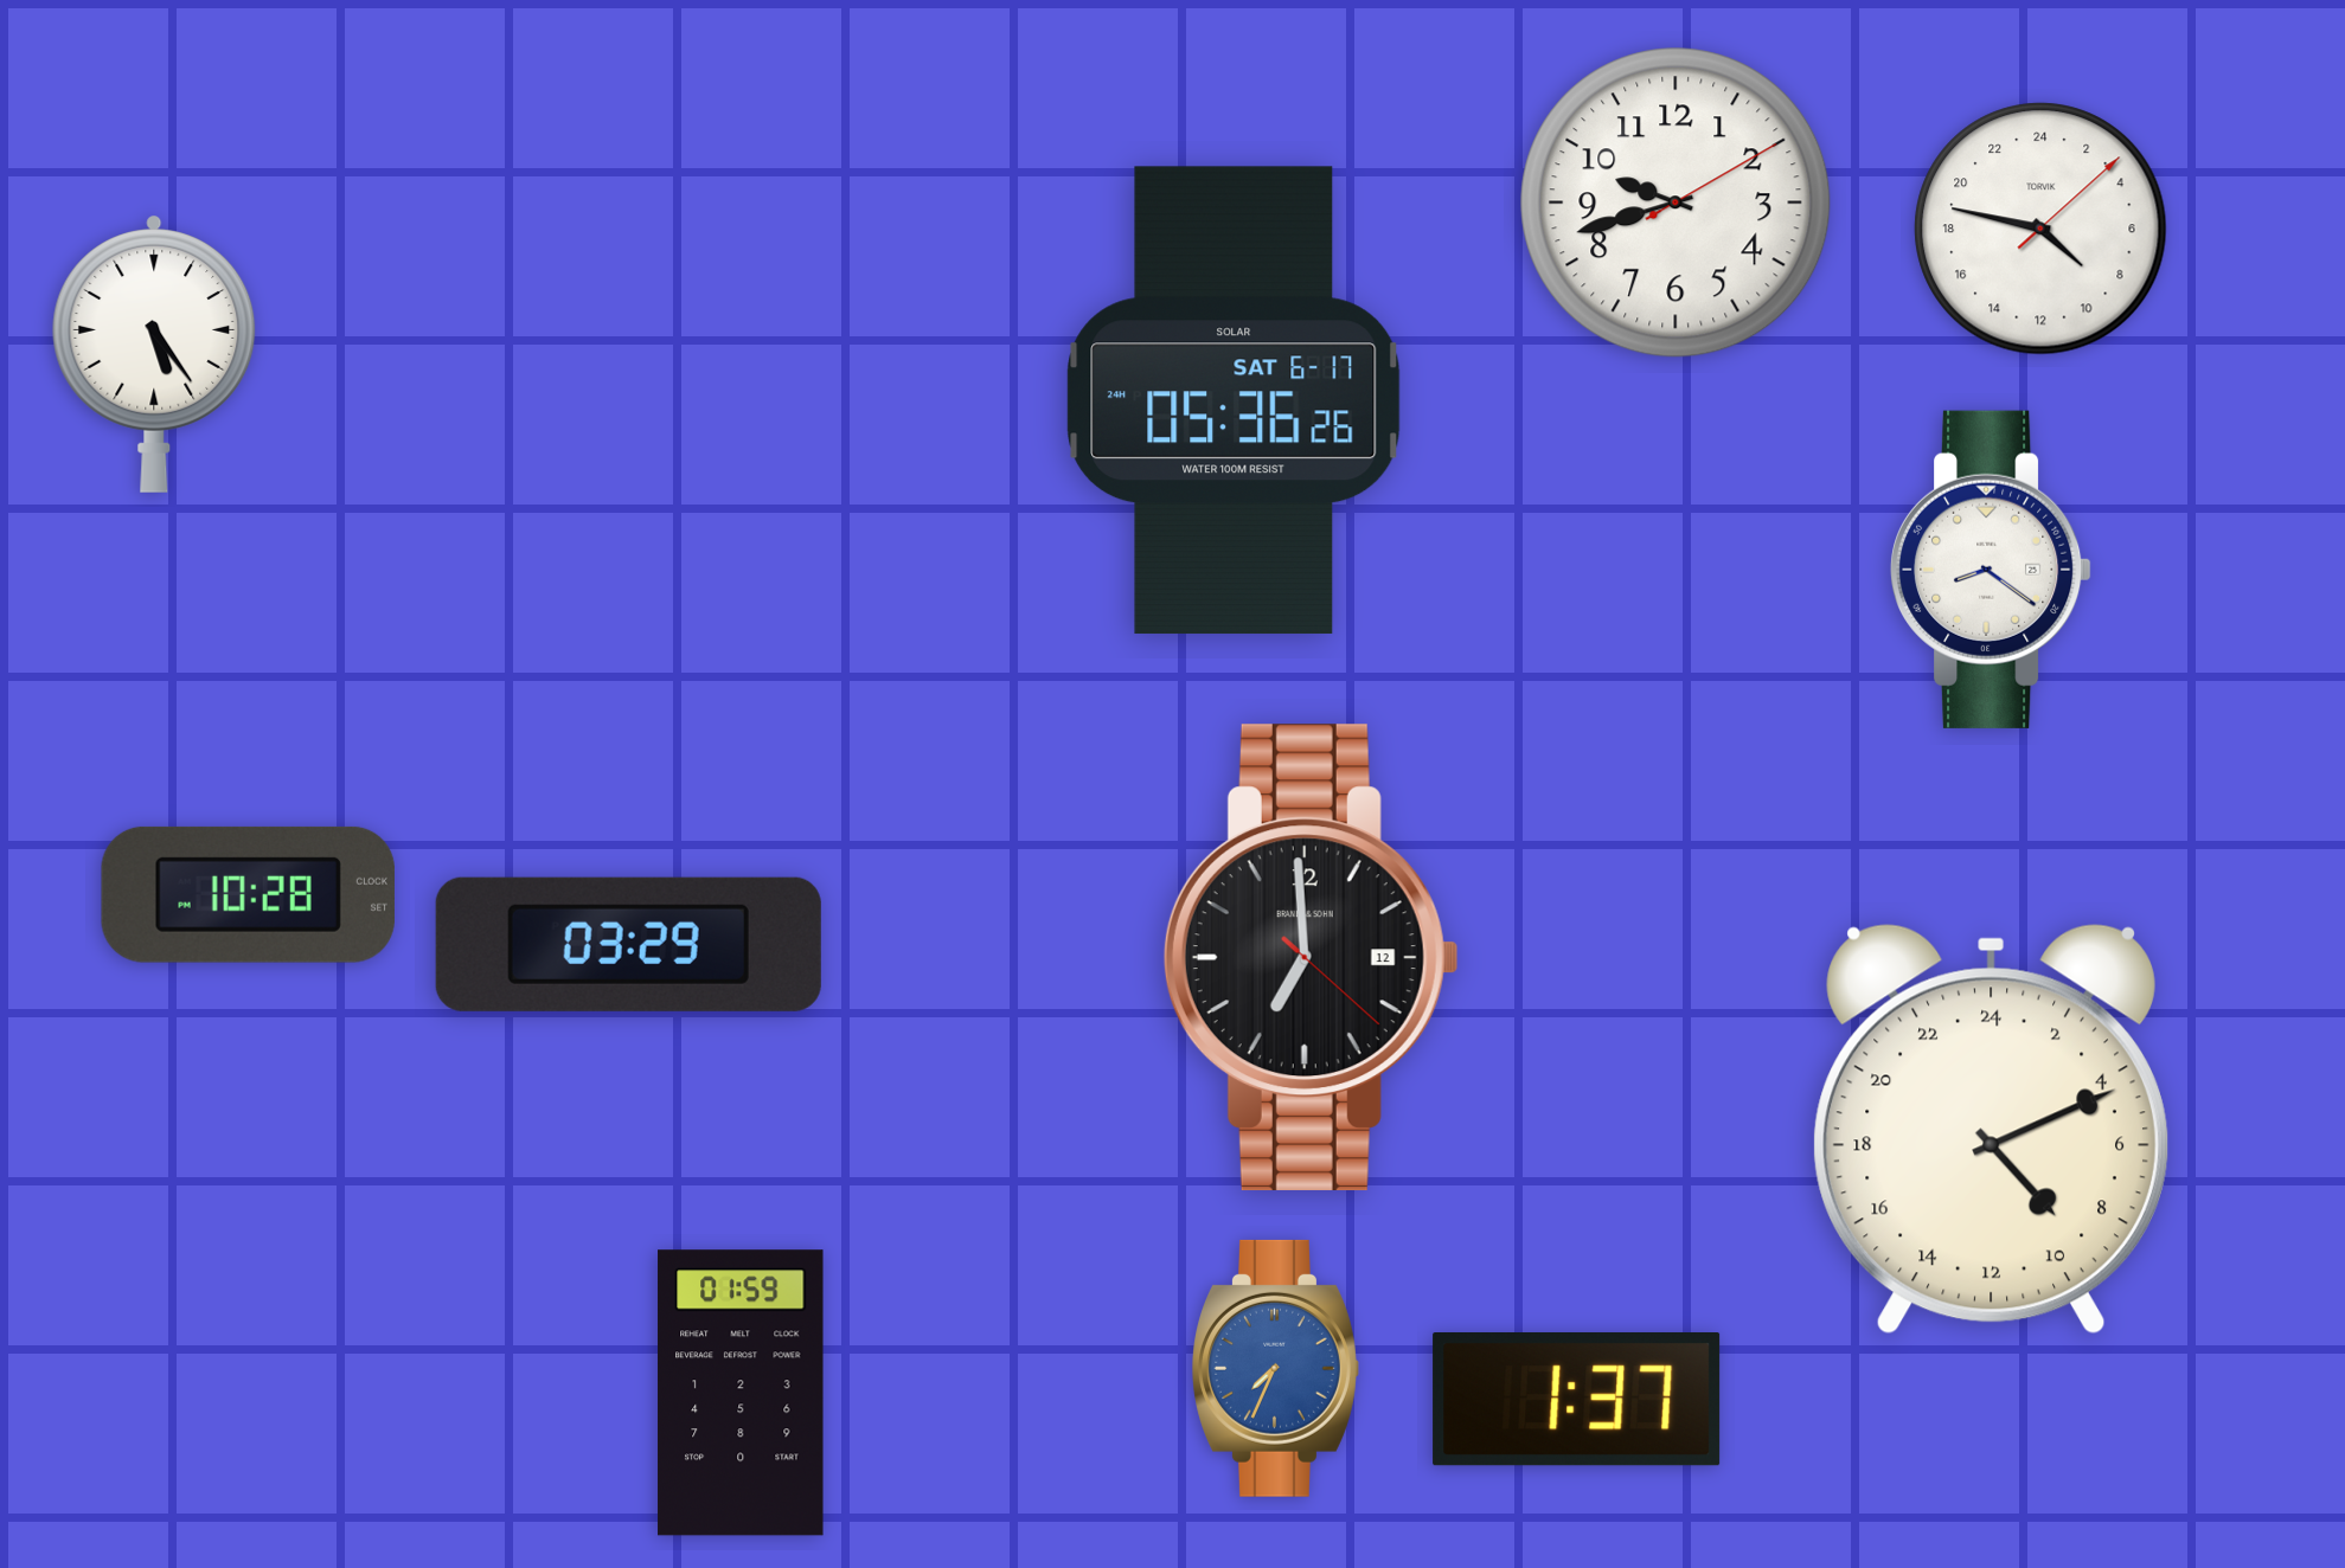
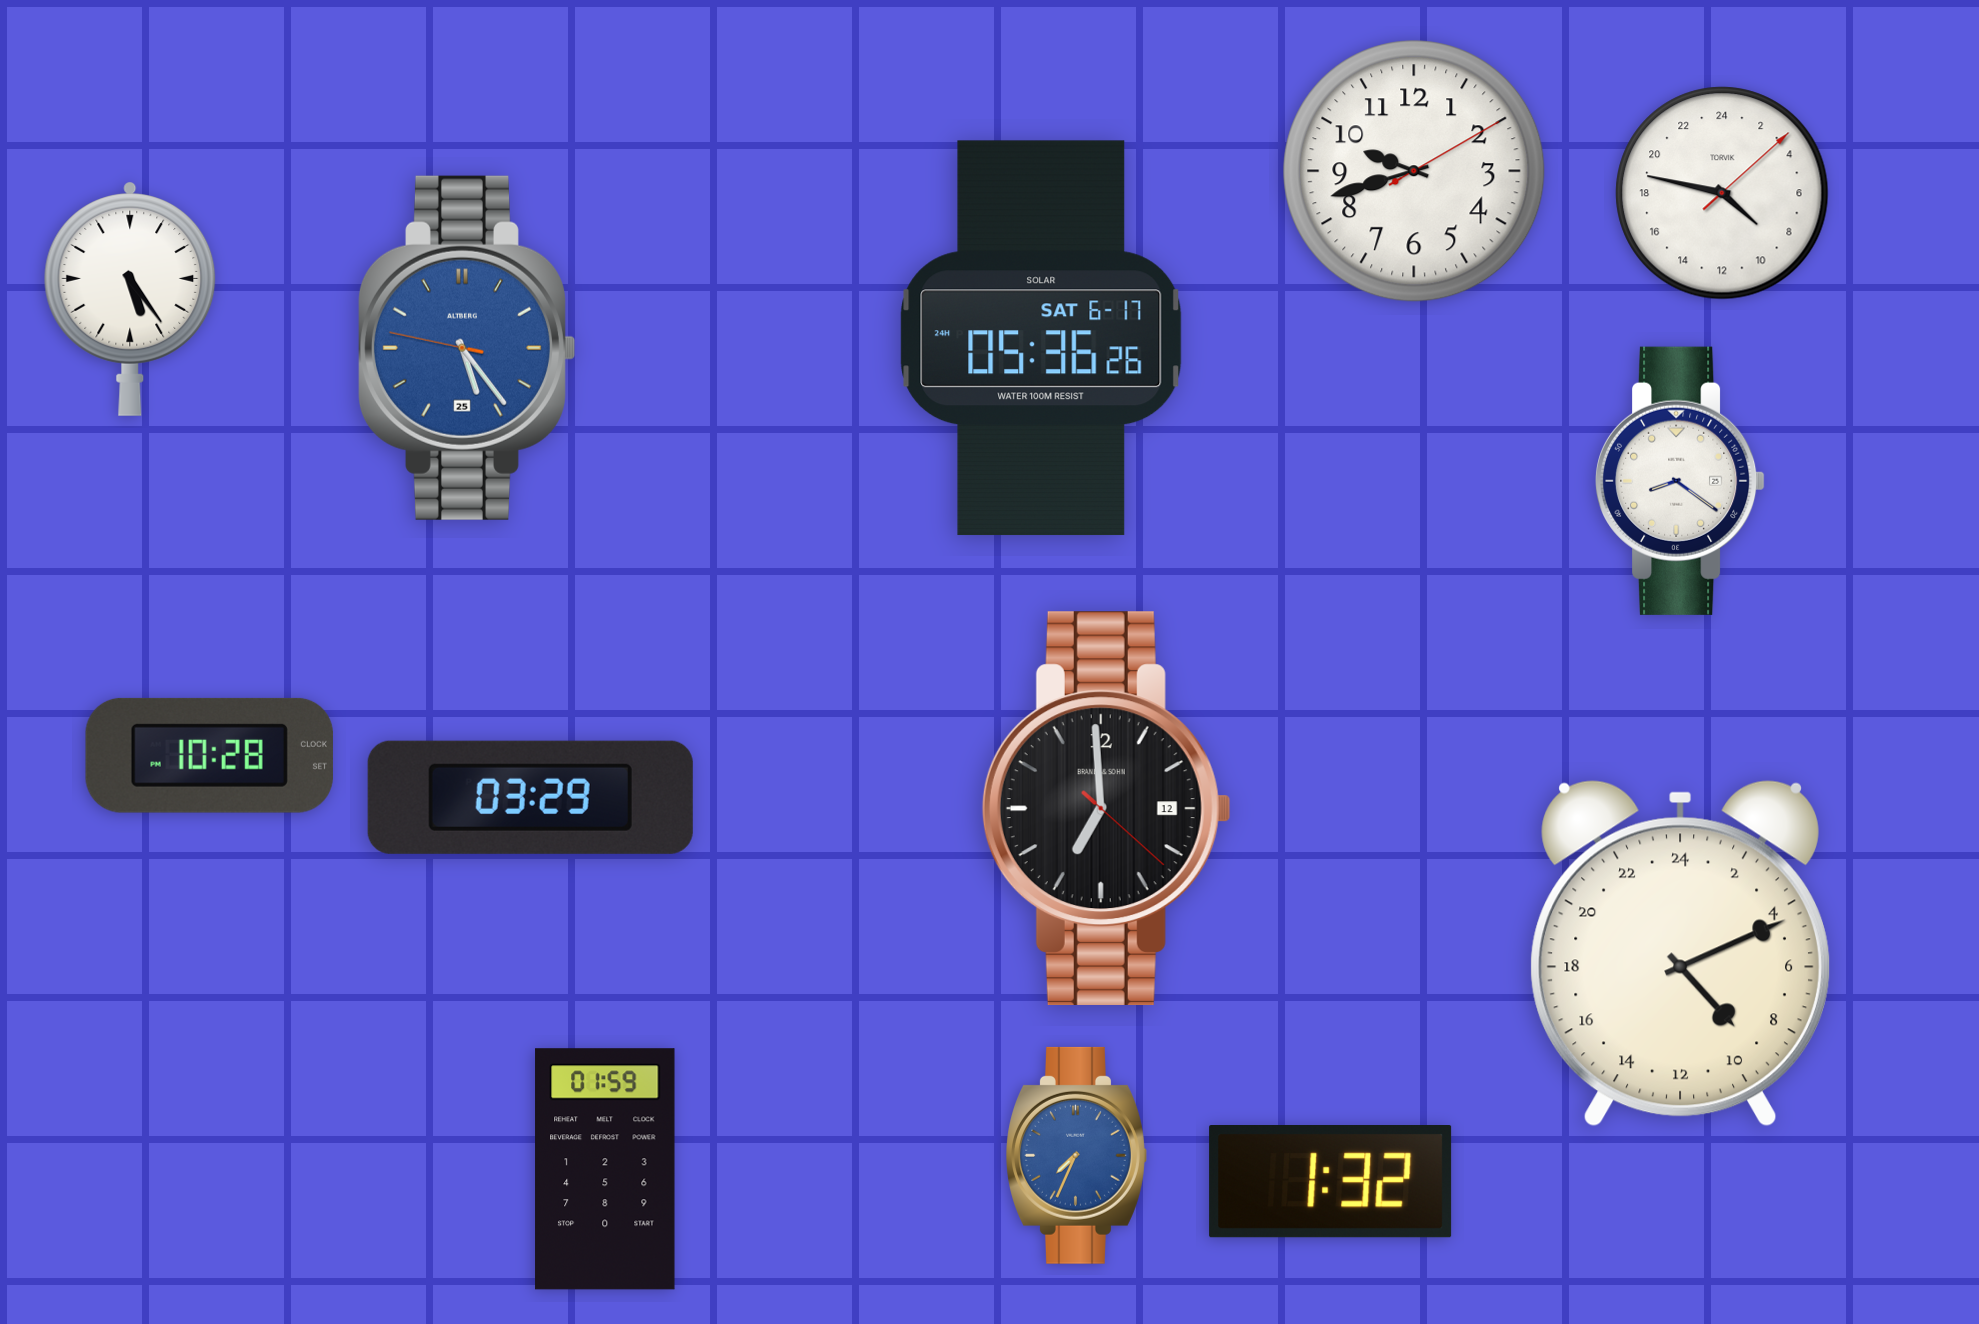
clock at (466, 348): none -> 5:23
clock at (741, 1393) position: (741, 1393) -> (605, 1169)
clock at (1577, 1400): 1:37 -> 1:32
